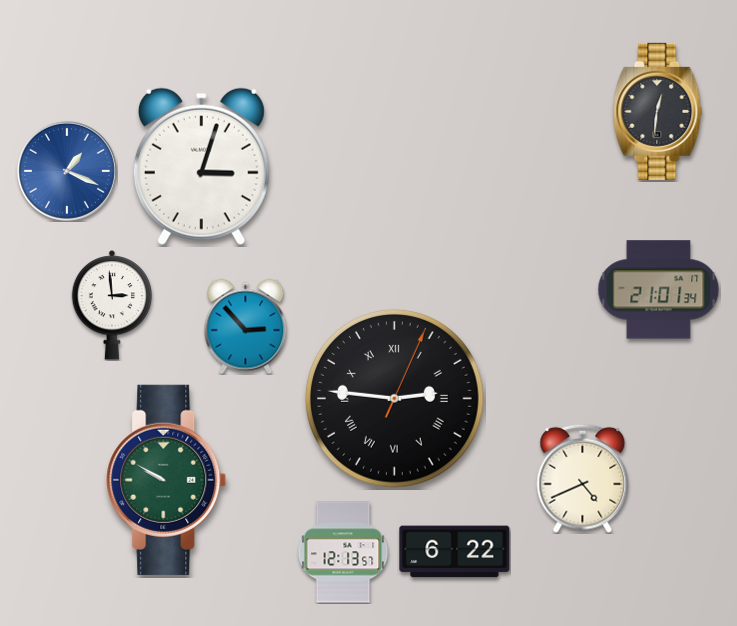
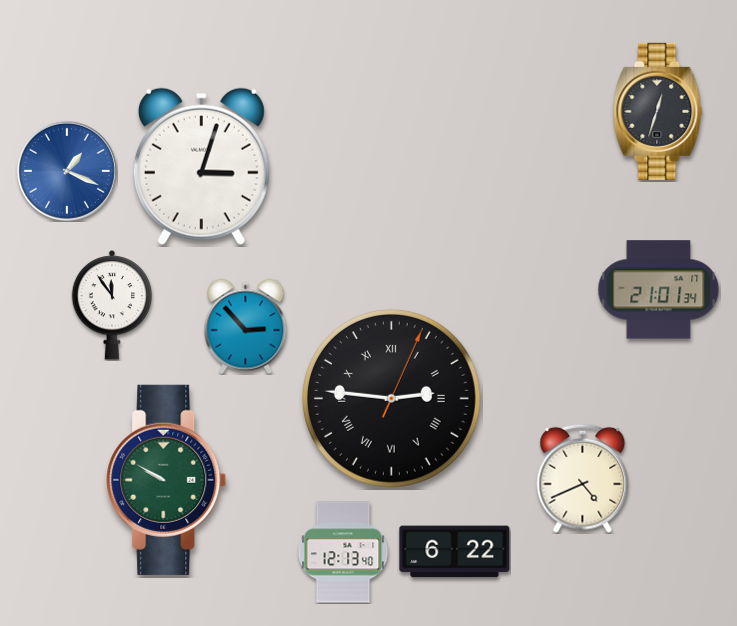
clock at (658, 111): 12:31 -> 12:33
clock at (112, 305): 2:59 -> 11:54
clock at (394, 398) position: (394, 398) -> (391, 398)
clock at (343, 552): 12:13:57 -> 12:13:40
